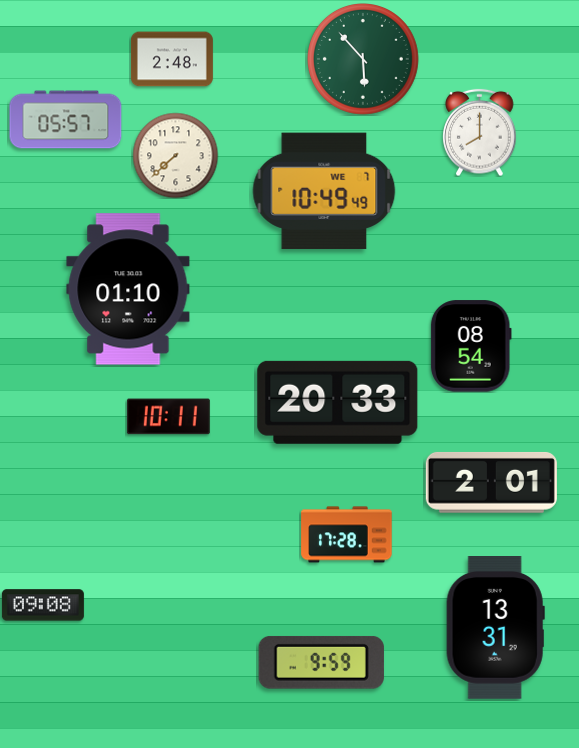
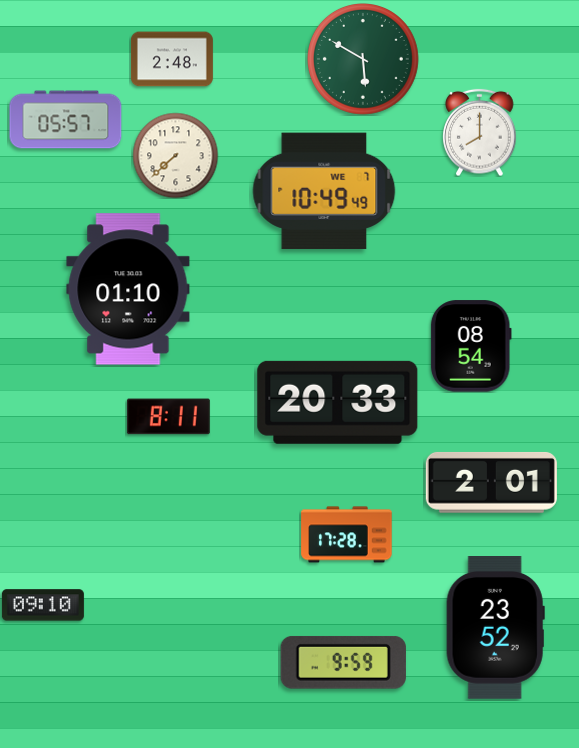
clock at (364, 60): 5:53 -> 5:50
clock at (168, 417): 10:11 -> 8:11
clock at (43, 605): 09:08 -> 09:10
clock at (495, 628): 13:31 -> 23:52
clock at (321, 662) position: (321, 662) -> (343, 662)
